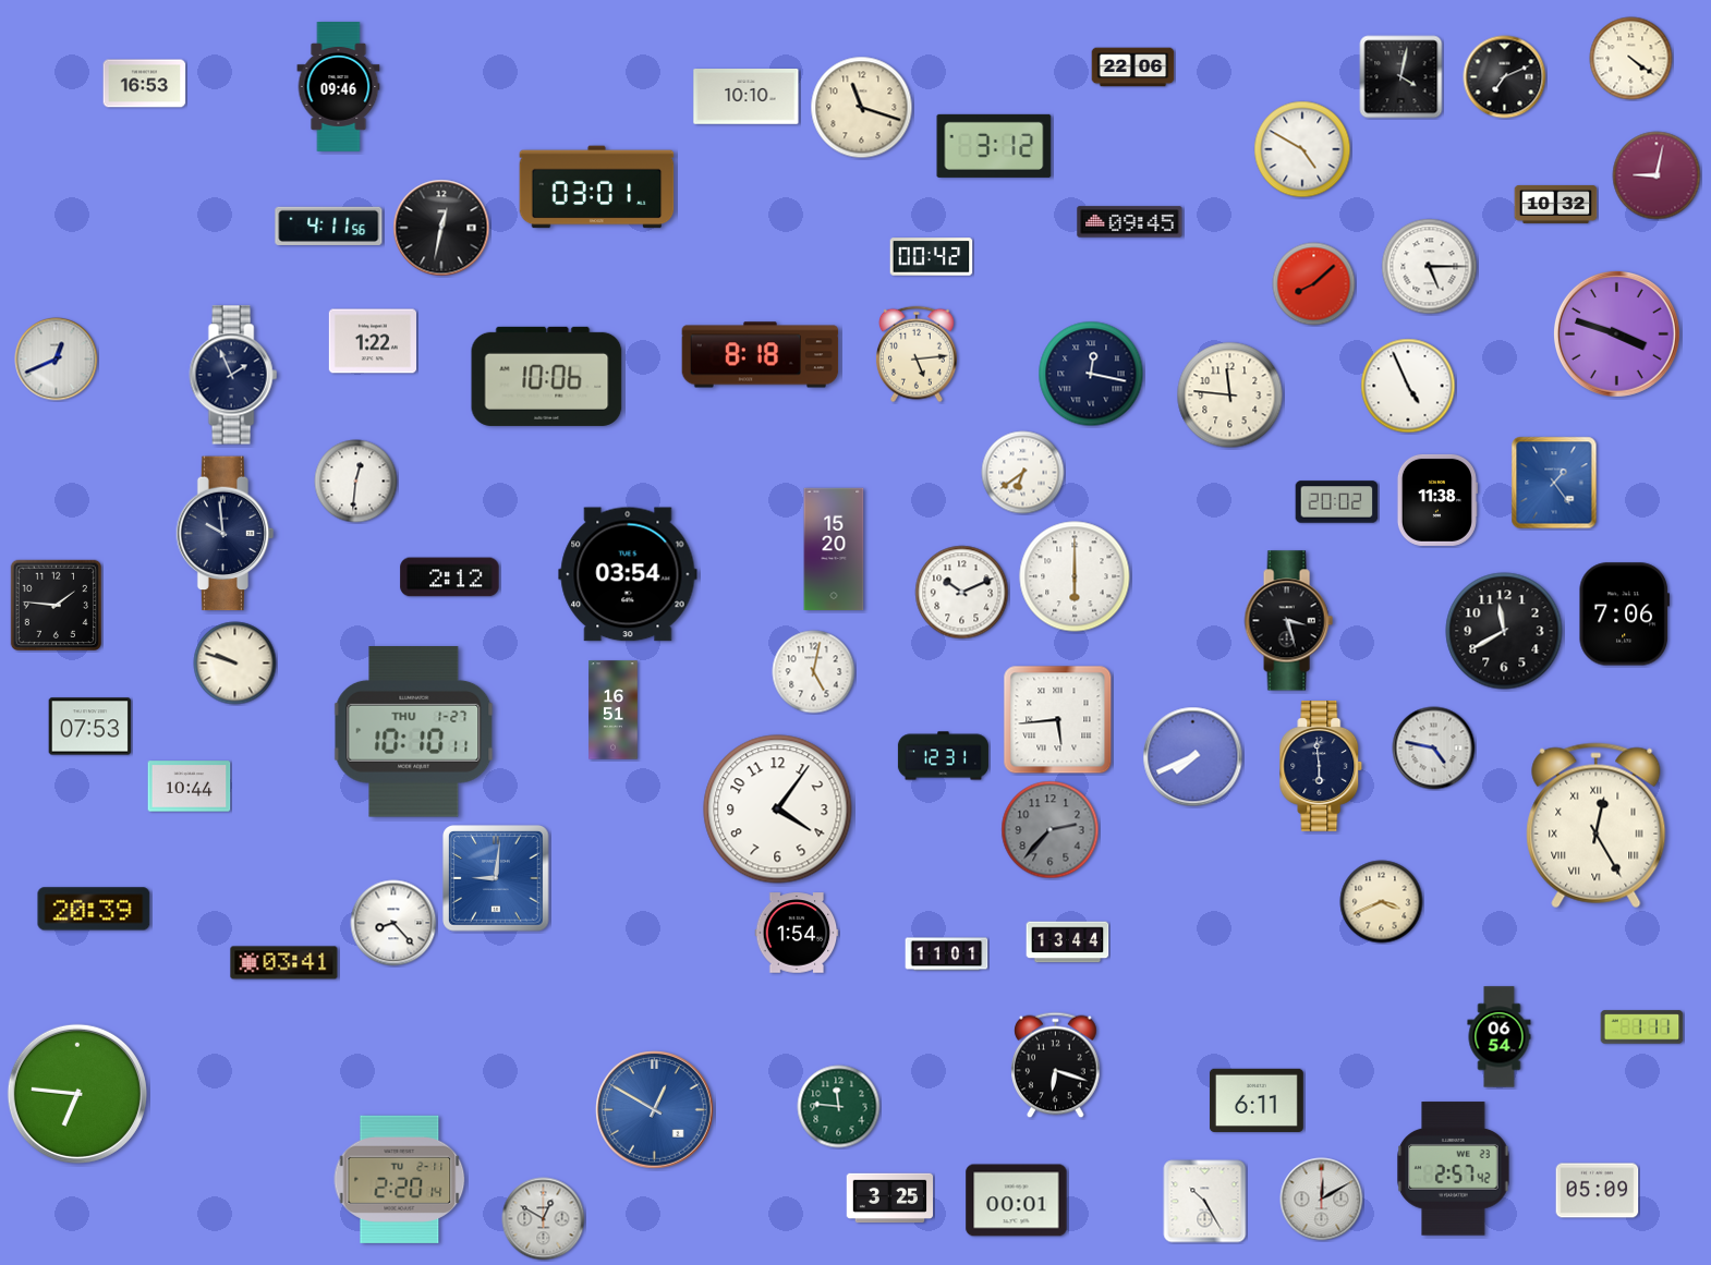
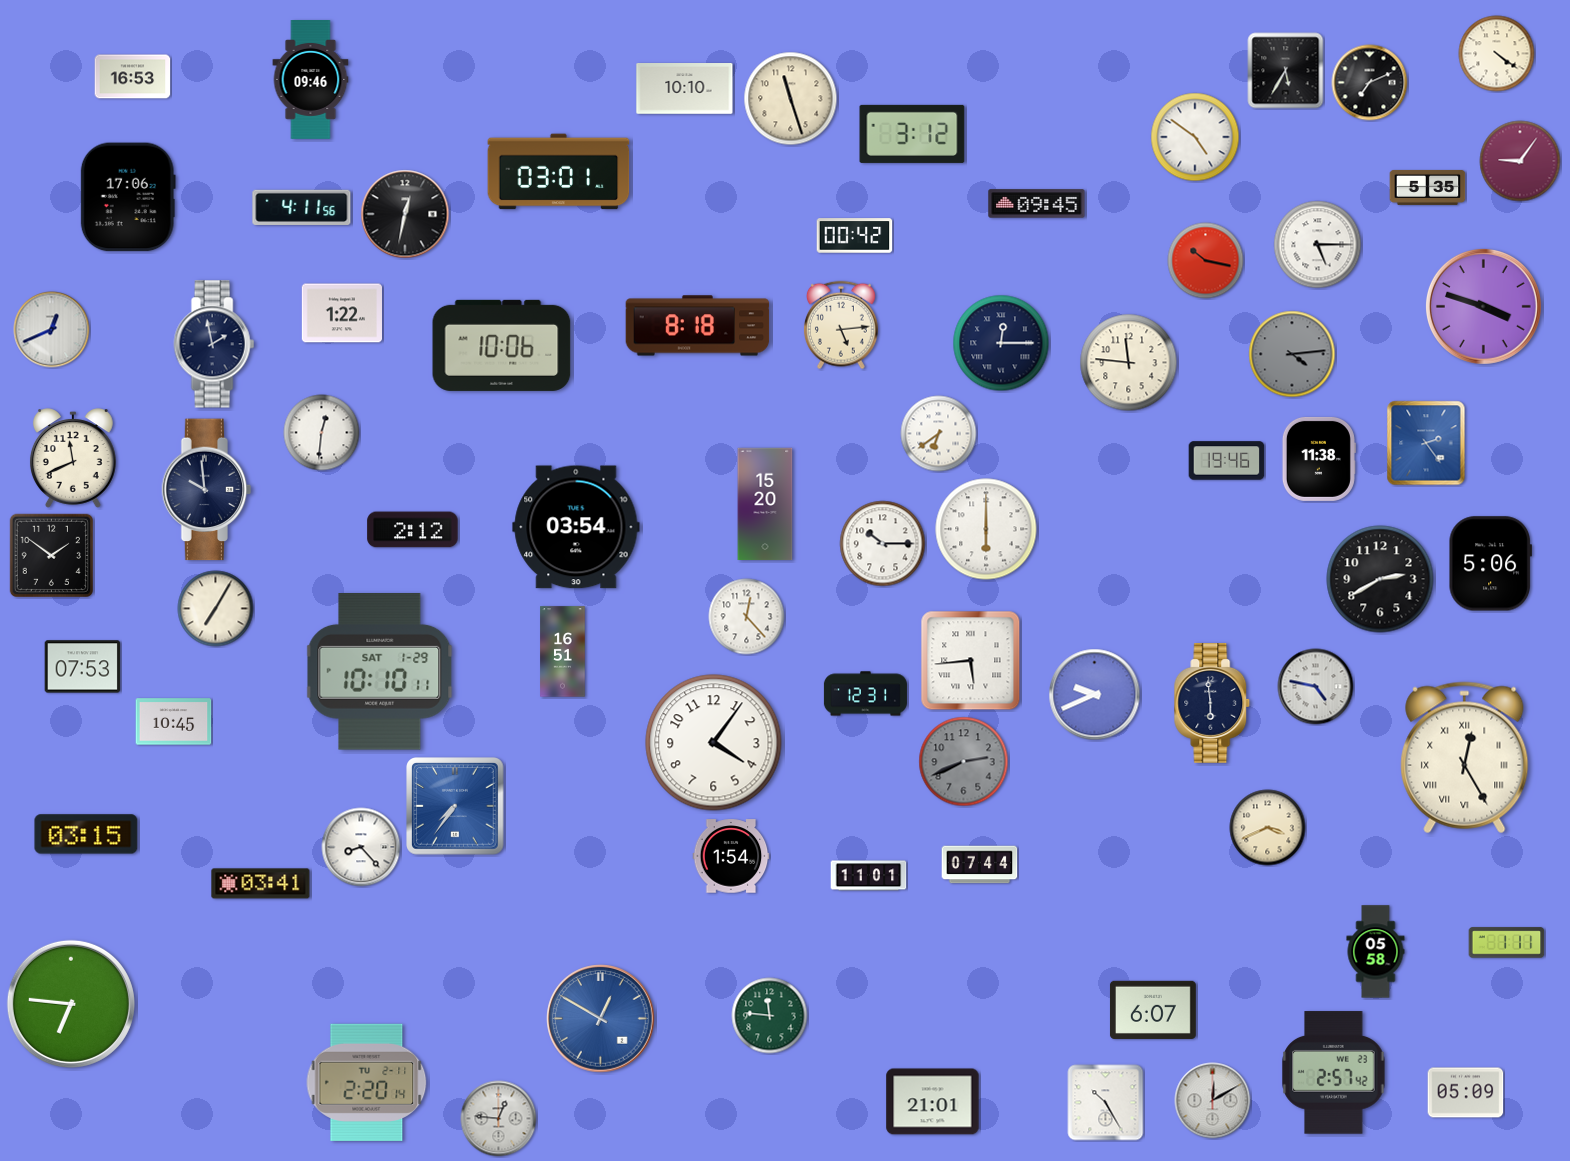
clock at (1133, 68): 22:06 -> none
clock at (1401, 77): 4:02 -> 5:35
clock at (1505, 77) position: (1505, 77) -> (1370, 83)
clock at (862, 108): 11:18 -> 11:27
clock at (1302, 149): 4:50 -> 4:51
clock at (1657, 175): 9:02 -> 9:06
clock at (597, 187) position: (597, 187) -> (559, 172)
clock at (1556, 204): 10:32 -> 5:35
clock at (128, 197): none -> 17:06
clock at (441, 228) position: (441, 228) -> (405, 214)
clock at (1430, 267) position: (1430, 267) -> (1318, 245)
clock at (1314, 284): 8:08 -> 10:17
clock at (1091, 374): 12:17 -> 12:15
clock at (233, 375): 1:56 -> 1:58
clock at (1408, 386): 4:56 -> 4:14
clock at (1408, 386) dial: white -> grey
clock at (356, 482) position: (356, 482) -> (322, 433)
clock at (1554, 483): 1:24 -> 2:24
clock at (73, 458): none -> 11:41
clock at (1337, 502): 20:02 -> 19:46
clock at (962, 593): 10:11 -> 10:15
clock at (56, 605): 1:46 -> 1:51
clock at (1624, 615): 7:06 -> 5:06
clock at (1288, 621): 3:27 -> none
clock at (1504, 631): 11:40 -> 2:40
clock at (235, 664): 9:48 -> 7:05
clock at (814, 672): 5:02 -> 12:23
clock at (414, 732) date: THU 1-27 -> SAT 1-29
clock at (1193, 757): 7:41 -> 9:41
clock at (190, 787): 10:44 -> 10:45
clock at (1051, 830): 2:37 -> 2:41
clock at (496, 878): 9:01 -> 7:36
clock at (94, 909): 20:39 -> 03:15
clock at (1068, 942): 13:44 -> 07:44
clock at (1500, 1037): 06:54 -> 05:58
clock at (1056, 1066): 6:18 -> none
clock at (1257, 1100): 6:11 -> 6:07
clock at (890, 1199): 3:25 -> none
clock at (1017, 1201): 00:01 -> 21:01
clock at (544, 1219): 12:50 -> 12:46
